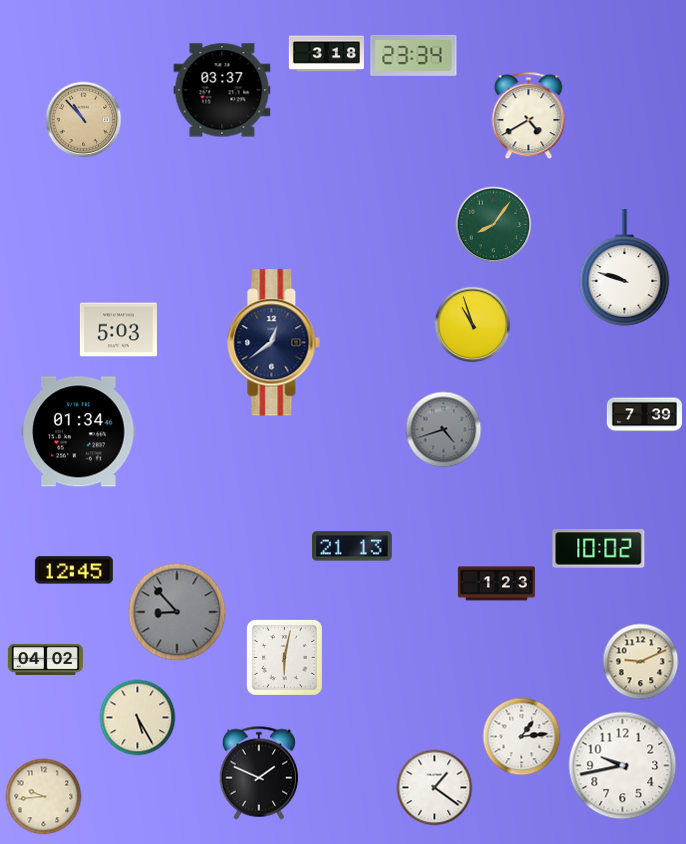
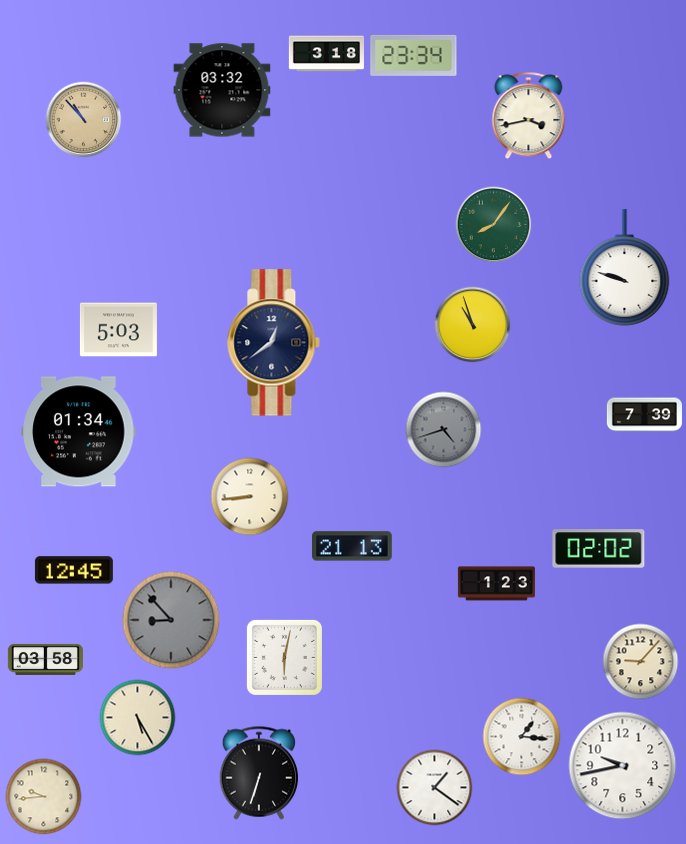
clock at (222, 90): 03:37 -> 03:32
clock at (529, 116): 4:40 -> 3:43
clock at (250, 497): none -> 8:44
clock at (599, 549): 10:02 -> 02:02
clock at (177, 612) position: (177, 612) -> (171, 620)
clock at (45, 659): 04:02 -> 03:58
clock at (641, 662): 9:11 -> 9:07
clock at (522, 737): 1:14 -> 1:16
clock at (258, 773): 1:49 -> 6:33
